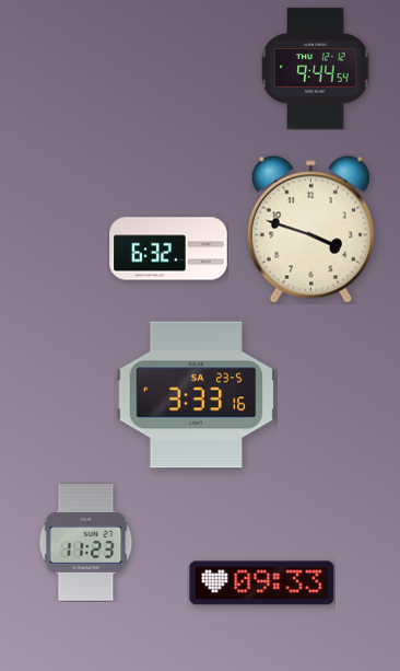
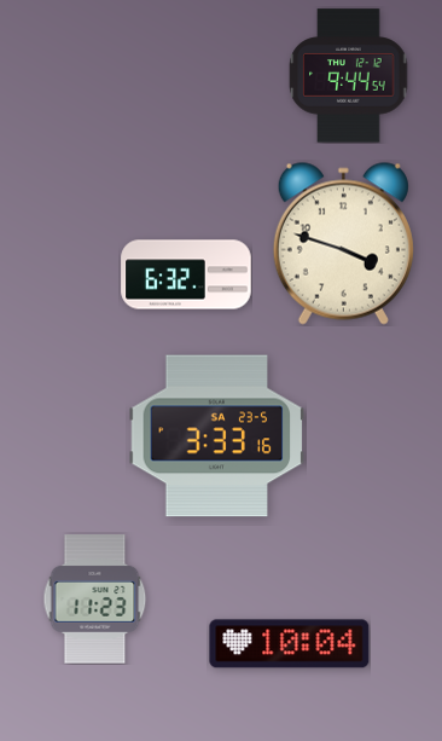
clock at (310, 229) position: (310, 229) -> (343, 243)
clock at (262, 583): 09:33 -> 10:04
